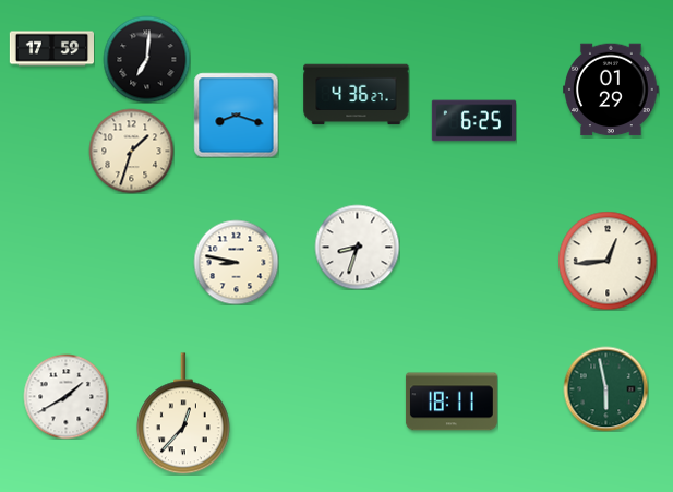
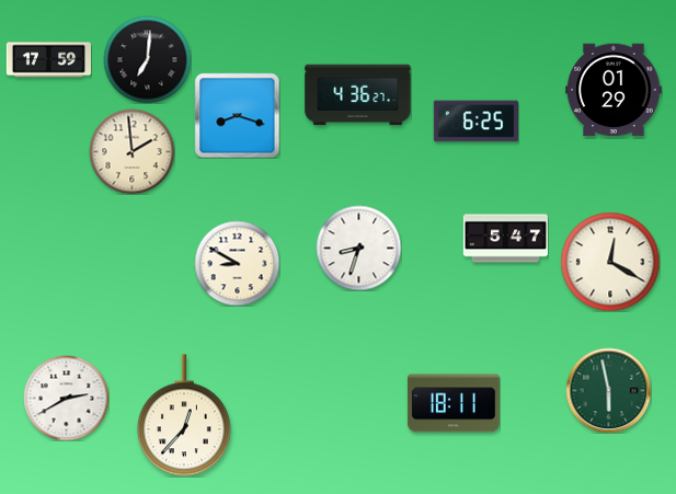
clock at (51, 49) position: (51, 49) -> (48, 60)
clock at (131, 151): 1:33 -> 1:59
clock at (505, 239): none -> 5:47
clock at (608, 261): 12:44 -> 12:20
clock at (236, 262): 8:47 -> 8:50
clock at (65, 396): 1:40 -> 2:40
